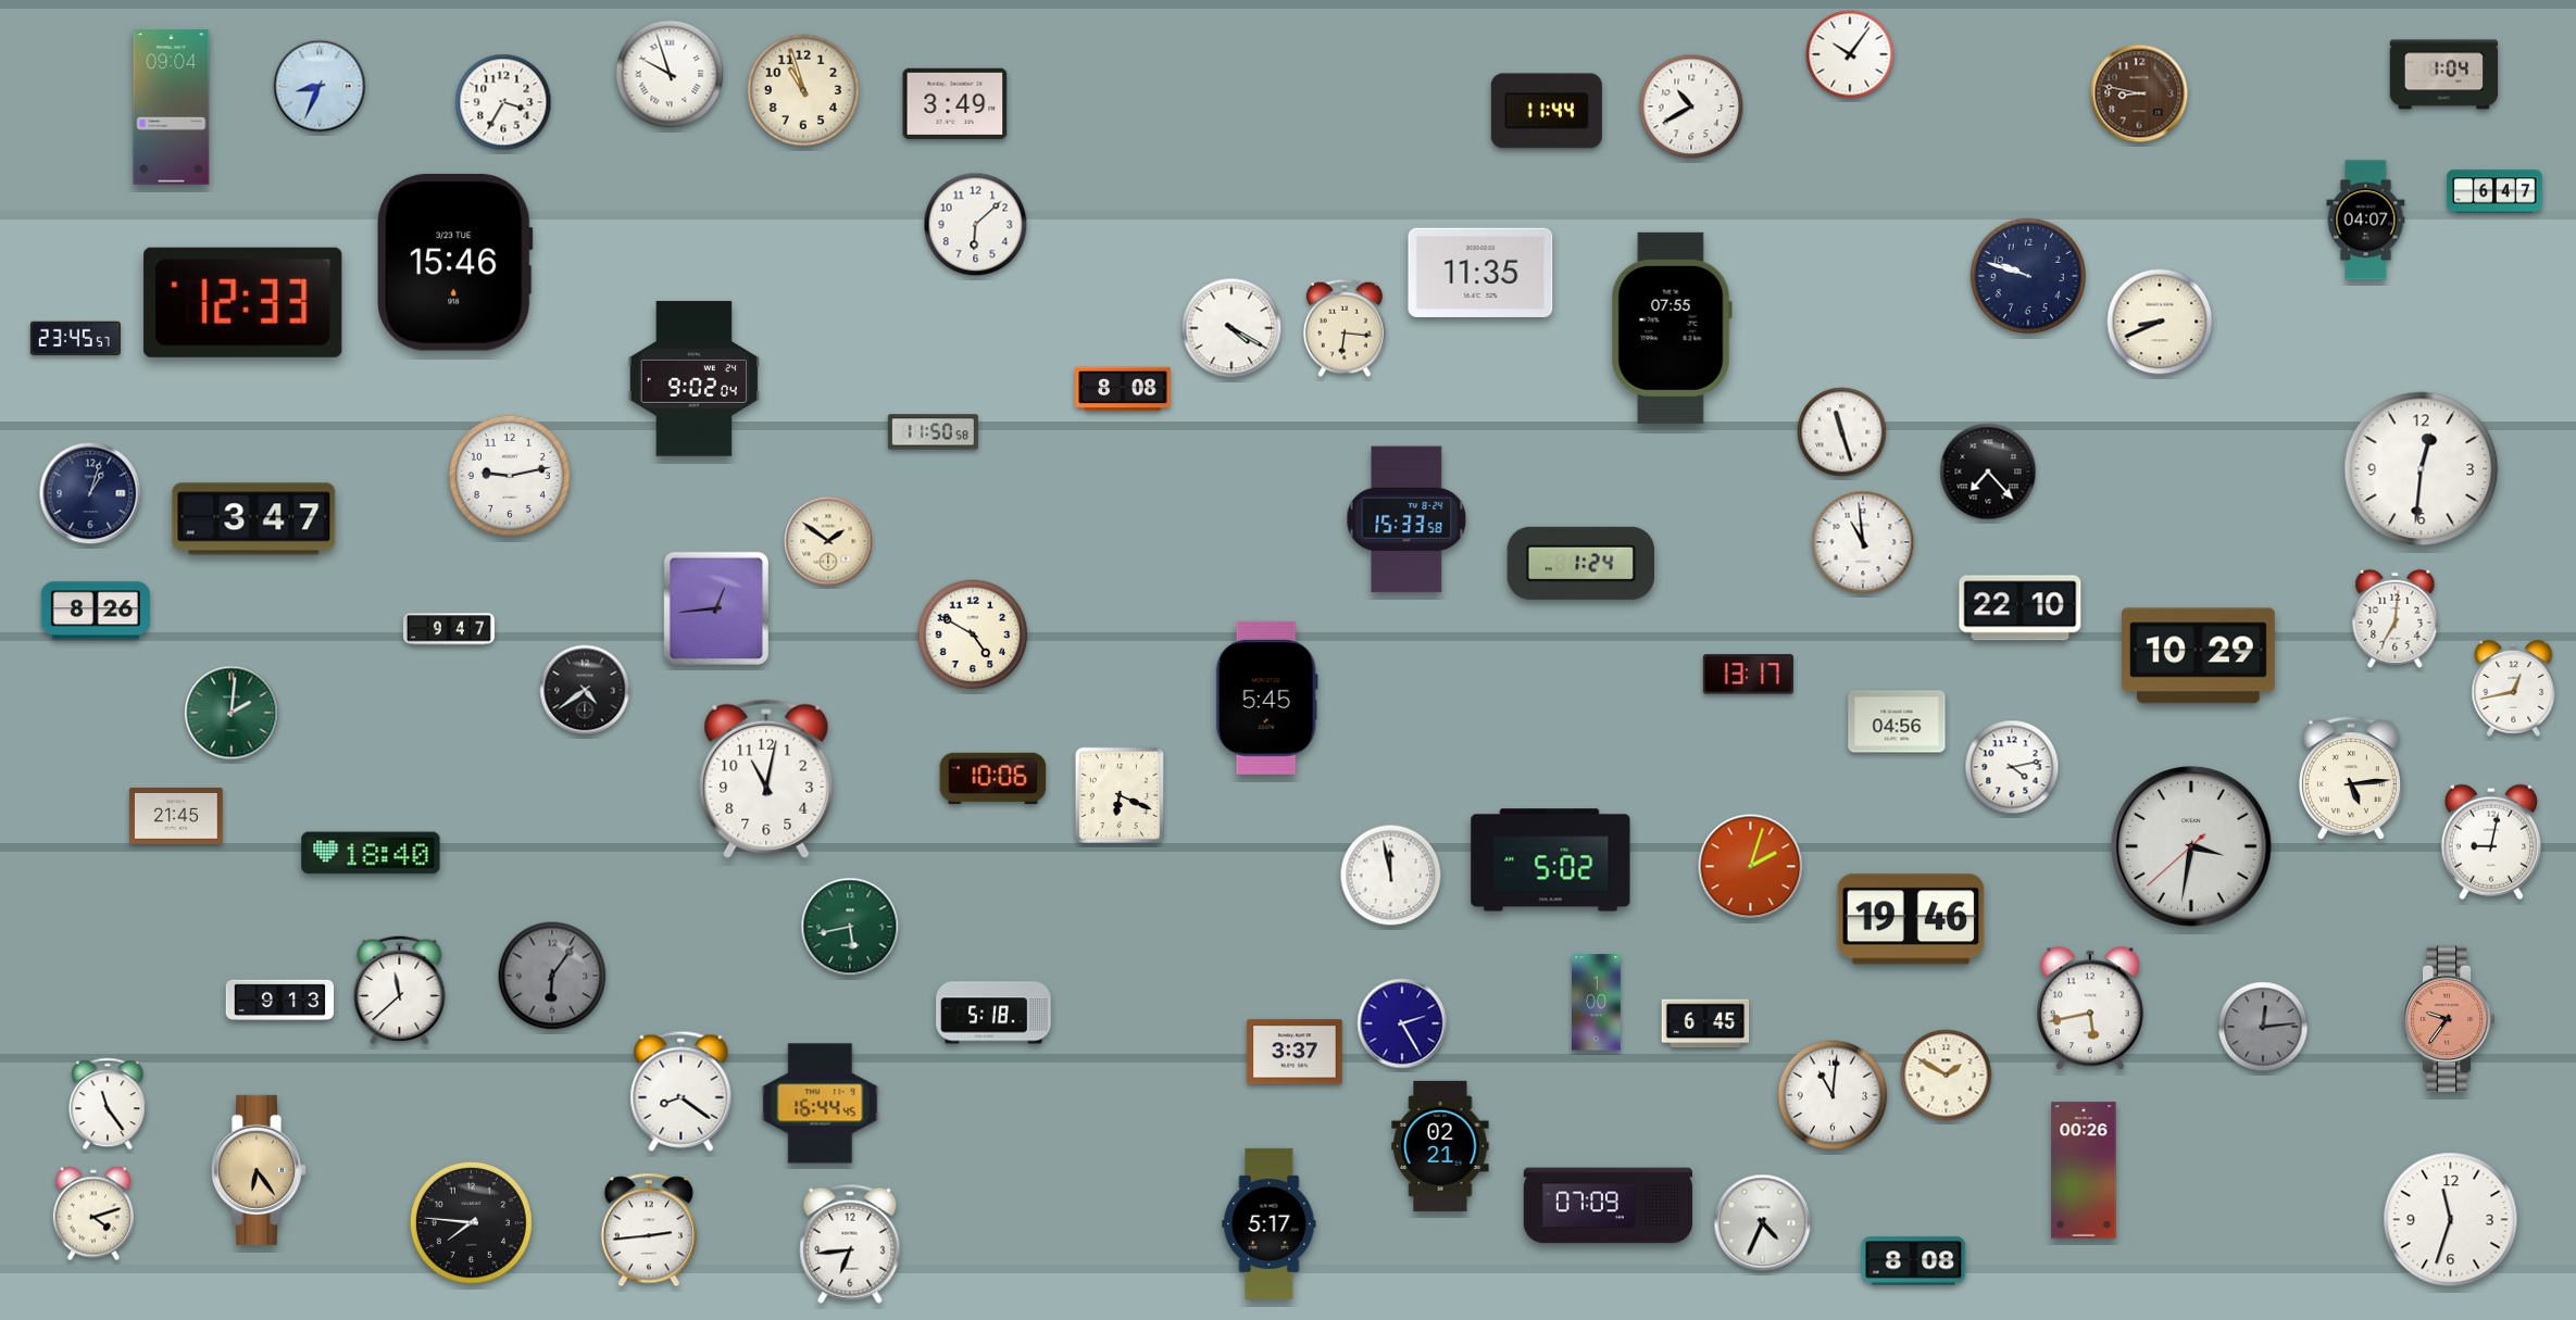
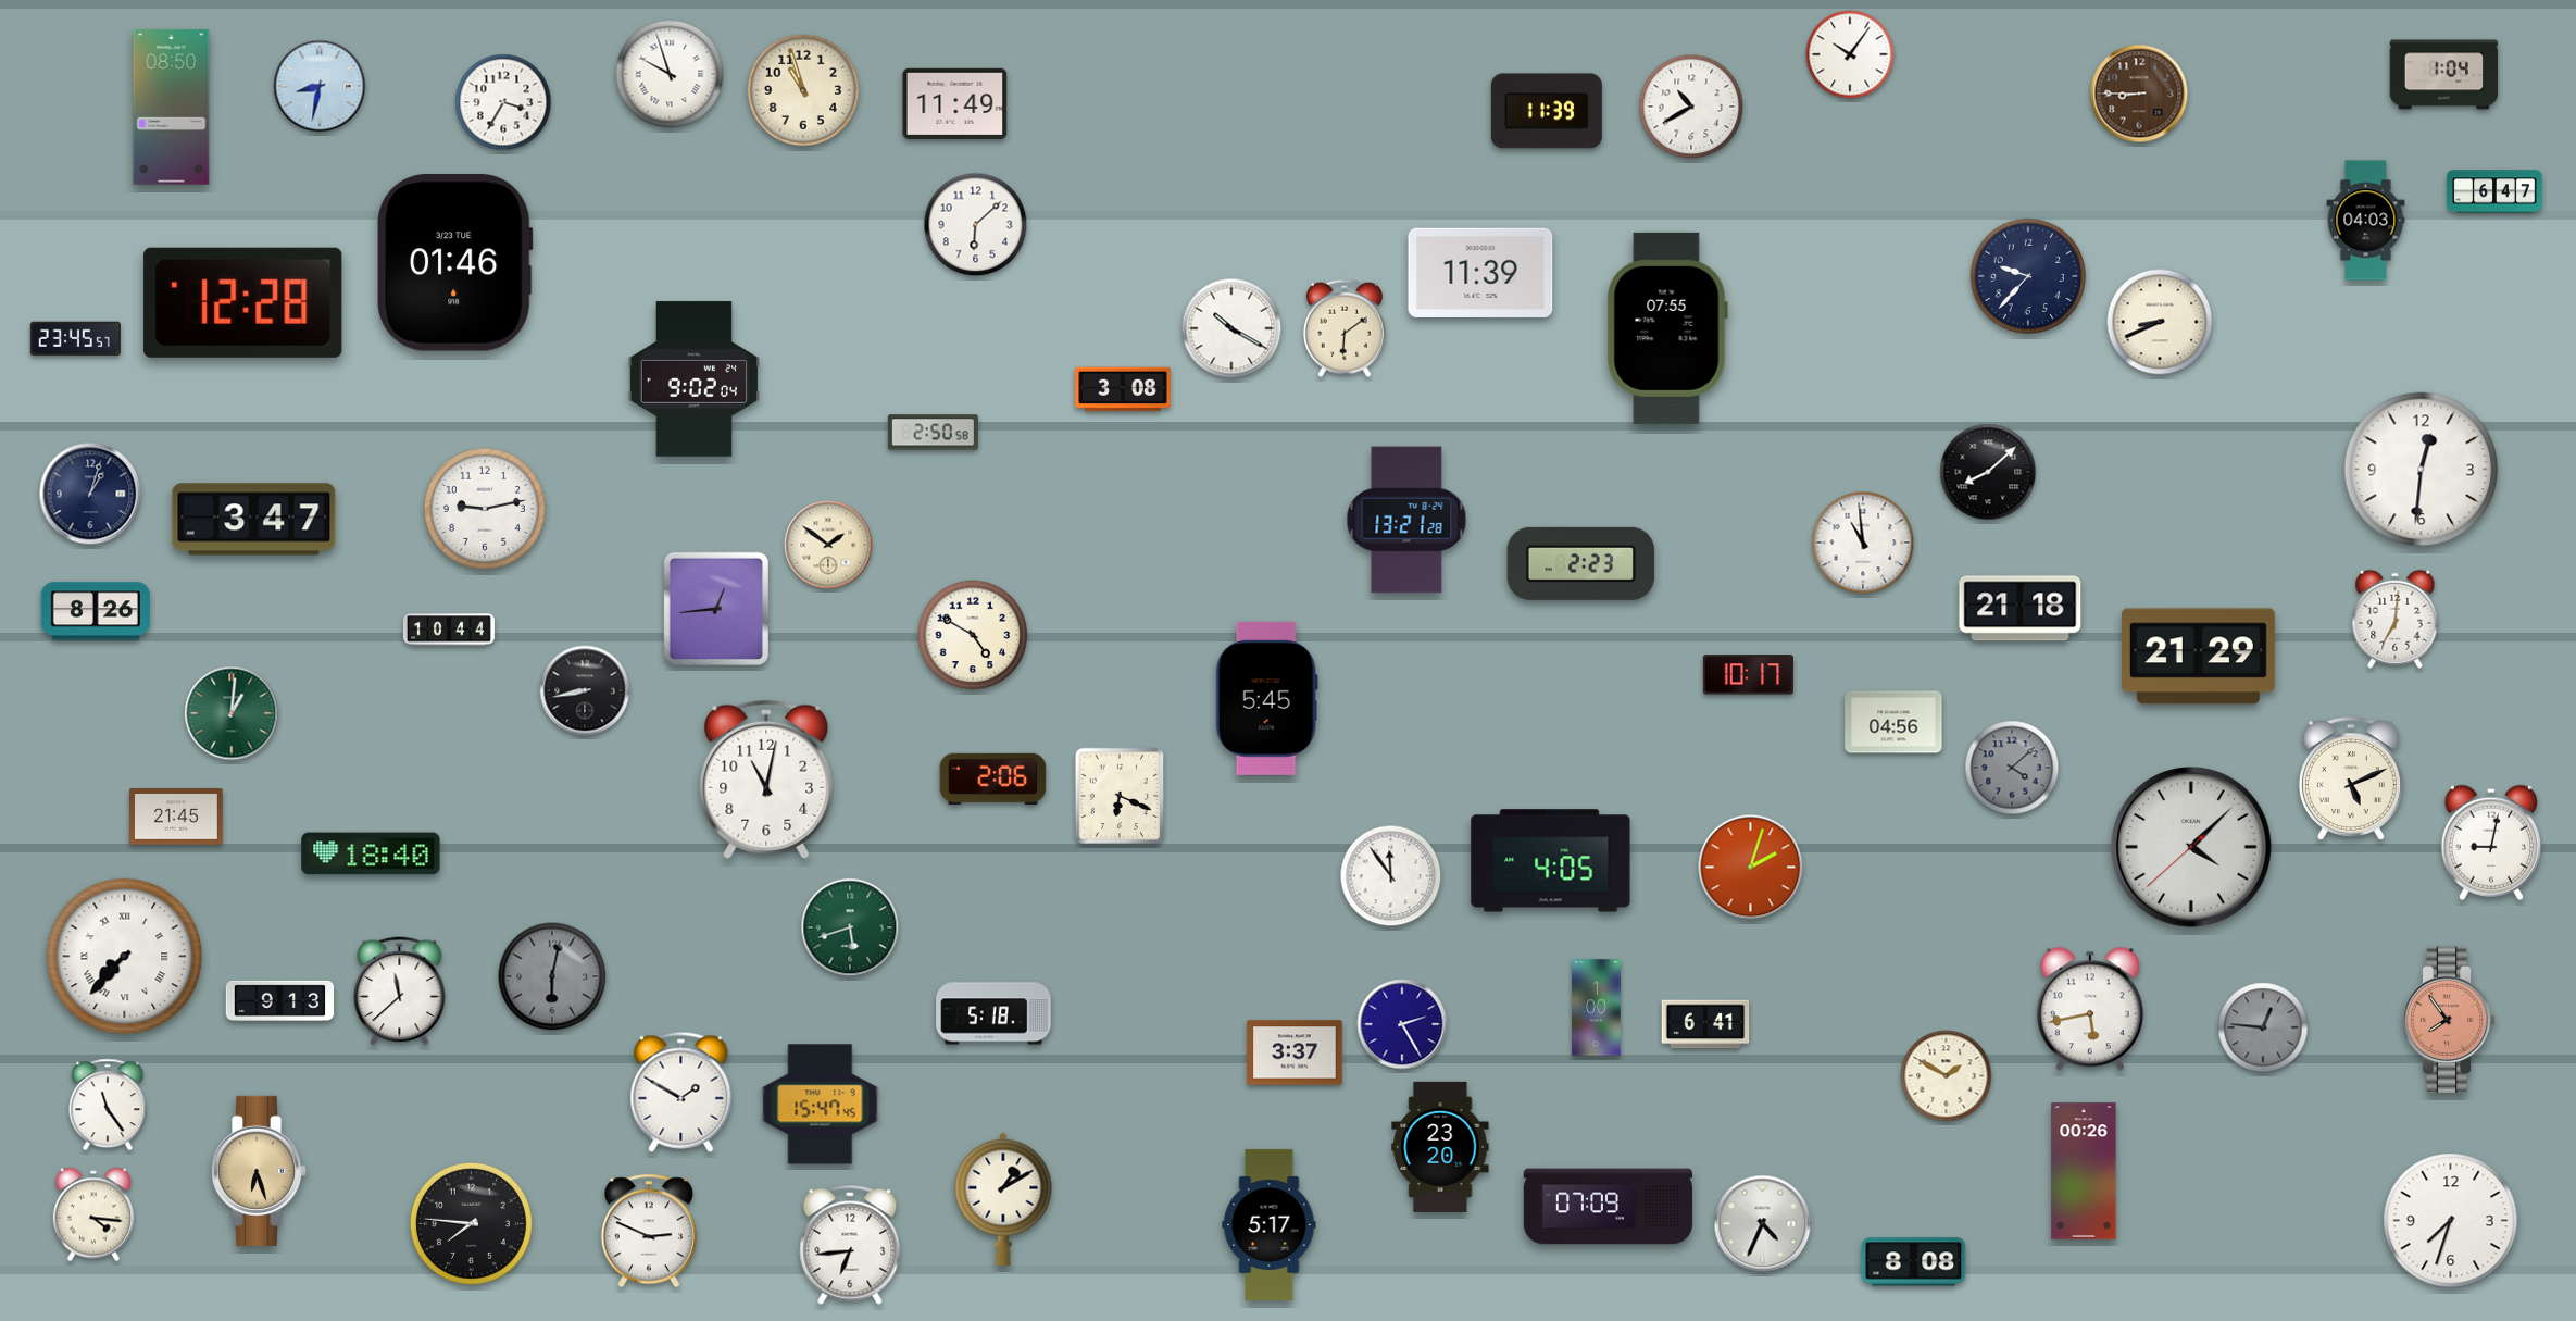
clock at (320, 86): 8:34 -> 8:32
clock at (2139, 93): 8:47 -> 8:45
clock at (955, 103): 3:49 -> 11:49
clock at (172, 108): 09:04 -> 08:50
clock at (1547, 111): 11:44 -> 11:39
clock at (2366, 221): 04:07 -> 04:03
clock at (455, 263): 15:46 -> 01:46
clock at (1480, 273): 11:35 -> 11:39
clock at (2028, 276): 9:48 -> 9:37
clock at (243, 302): 12:33 -> 12:28
clock at (1231, 328): 4:20 -> 10:20
clock at (1345, 328): 6:16 -> 6:09
clock at (1672, 328) position: (1672, 328) -> (1667, 328)
clock at (1123, 389): 8:08 -> 3:08
clock at (933, 432): 11:50 -> 2:50
clock at (1842, 432): 11:27 -> none
clock at (1988, 472): 7:23 -> 8:08
clock at (510, 476) position: (510, 476) -> (485, 509)
clock at (1406, 519): 15:33 -> 13:21
clock at (828, 541) position: (828, 541) -> (828, 545)
clock at (1581, 563): 1:24 -> 2:23
clock at (2021, 608): 22:10 -> 21:18
clock at (449, 629): 9:47 -> 10:44
clock at (2198, 656): 10:29 -> 21:29
clock at (1748, 675): 13:17 -> 10:17
clock at (2514, 688): 12:43 -> none
clock at (585, 690): 4:39 -> 8:43
clock at (232, 713): 2:01 -> 1:01
clock at (1897, 721) position: (1897, 721) -> (1893, 722)
clock at (2012, 767): 4:13 -> 4:08
clock at (2012, 767) dial: white -> grey
clock at (2351, 778): 5:14 -> 5:11
clock at (993, 779): 10:06 -> 2:06
clock at (2191, 846): 3:31 -> 4:07
clock at (1551, 860): 5:02 -> 4:05
clock at (1391, 876): 11:58 -> 11:54
clock at (1911, 919): 19:46 -> none
clock at (850, 927): 5:43 -> 5:42
clock at (125, 957): none -> 7:37
clock at (552, 976): 6:06 -> 6:02
clock at (1597, 1003) position: (1597, 1003) -> (1597, 1008)
clock at (2449, 1019): 9:36 -> 7:54
clock at (1705, 1023): 6:45 -> 6:41
clock at (2263, 1027): 12:14 -> 12:46
clock at (681, 1091): 8:21 -> 1:50
clock at (1833, 1095): 11:01 -> none
clock at (821, 1104): 16:44 -> 15:47
clock at (1440, 1146): 02:21 -> 23:20
clock at (258, 1170): 6:24 -> 6:27
clock at (1003, 1199): none -> 1:10
clock at (92, 1214): 4:12 -> 4:16
clock at (2451, 1220): 11:33 -> 7:33
clock at (649, 1230): 2:44 -> 2:49
